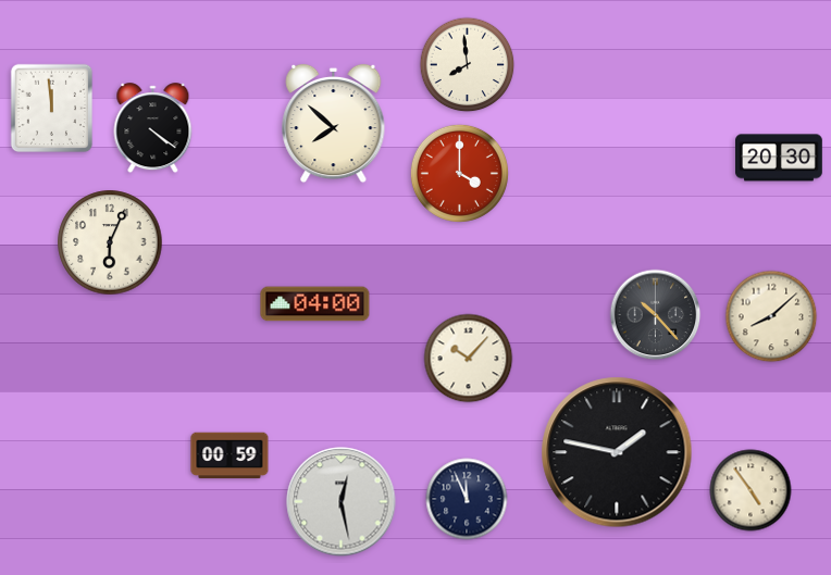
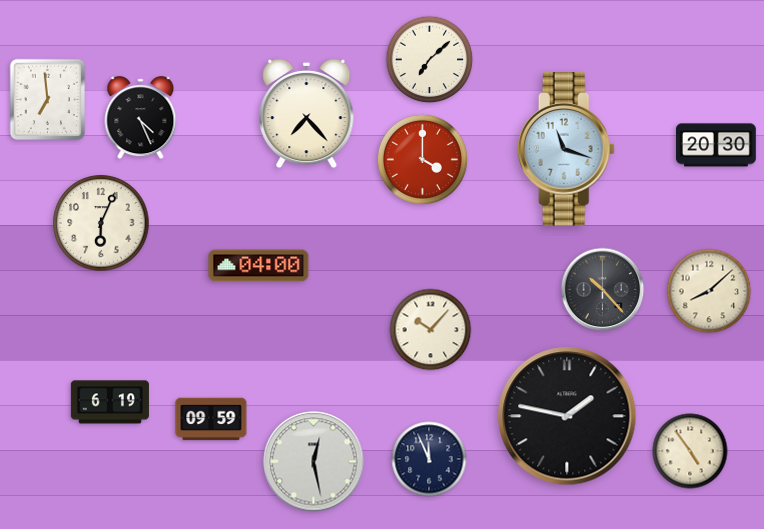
clock at (468, 65): 7:59 -> 7:08
clock at (52, 109): 11:59 -> 6:59
clock at (334, 124): 7:52 -> 7:23
clock at (153, 128): 4:21 -> 4:26
clock at (566, 149): none -> 11:18
clock at (315, 304) position: (315, 304) -> (259, 266)
clock at (110, 402): none -> 6:19
clock at (230, 455): 00:59 -> 09:59
